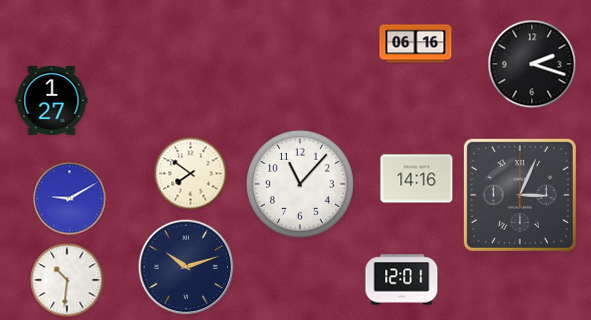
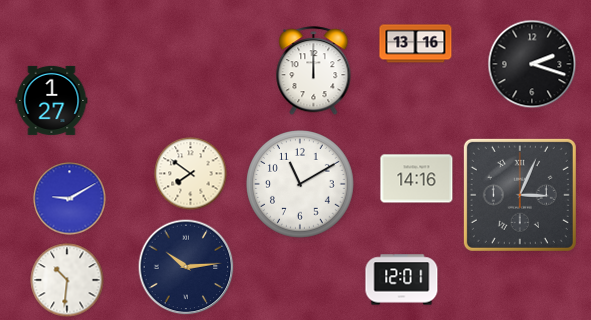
clock at (416, 44): 06:16 -> 13:16
clock at (314, 71): none -> 12:00
clock at (301, 185): 11:07 -> 11:10
clock at (186, 267): 10:12 -> 10:14
